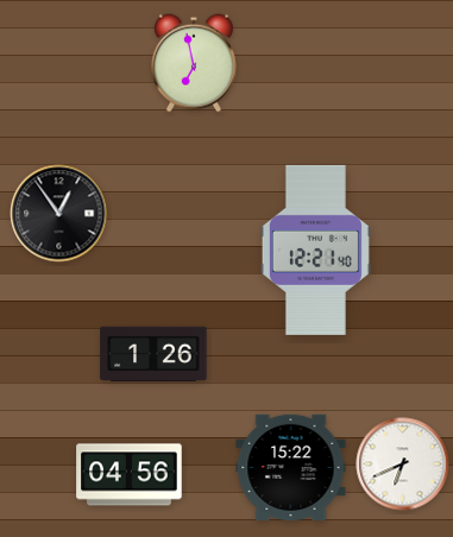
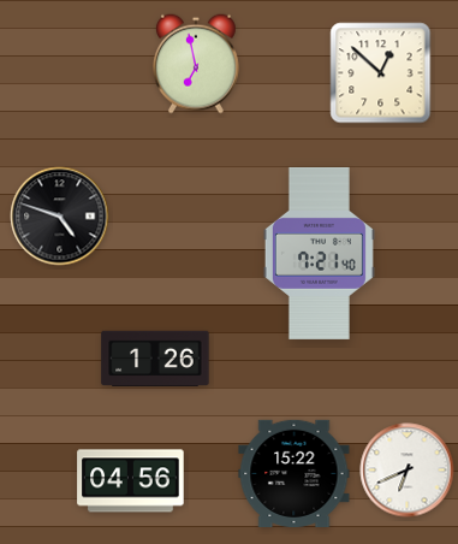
clock at (381, 73): none -> 12:52
clock at (59, 214): 12:54 -> 4:48
clock at (315, 249): 12:21 -> 7:21
